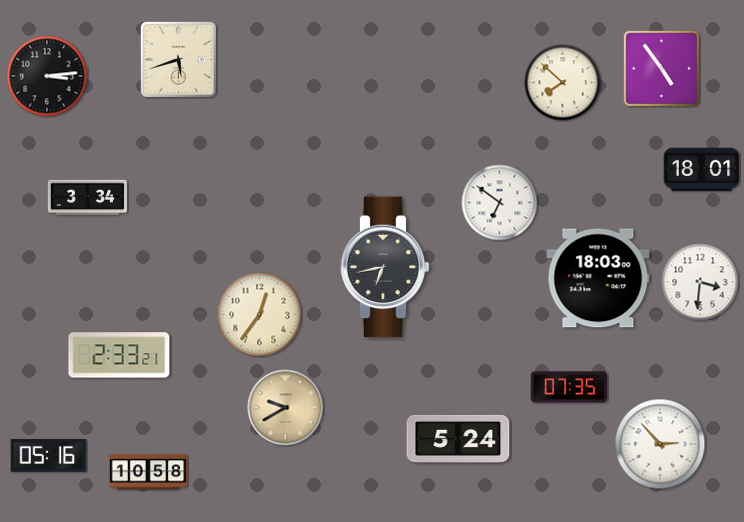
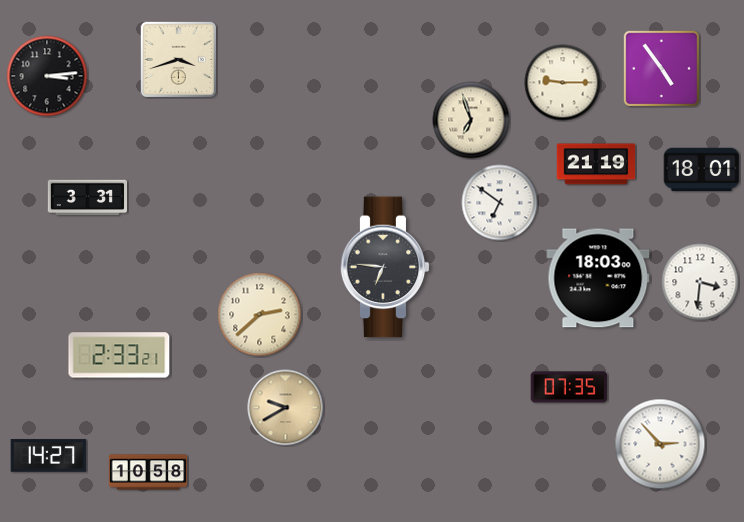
clock at (178, 59): 5:42 -> 3:42
clock at (563, 83): 7:52 -> 9:15
clock at (471, 120): none -> 6:57
clock at (596, 164): none -> 21:19
clock at (88, 198): 3:34 -> 3:31
clock at (385, 267): 6:43 -> 6:46
clock at (260, 315): 12:36 -> 2:38
clock at (458, 439): 5:24 -> none
clock at (49, 456): 05:16 -> 14:27
